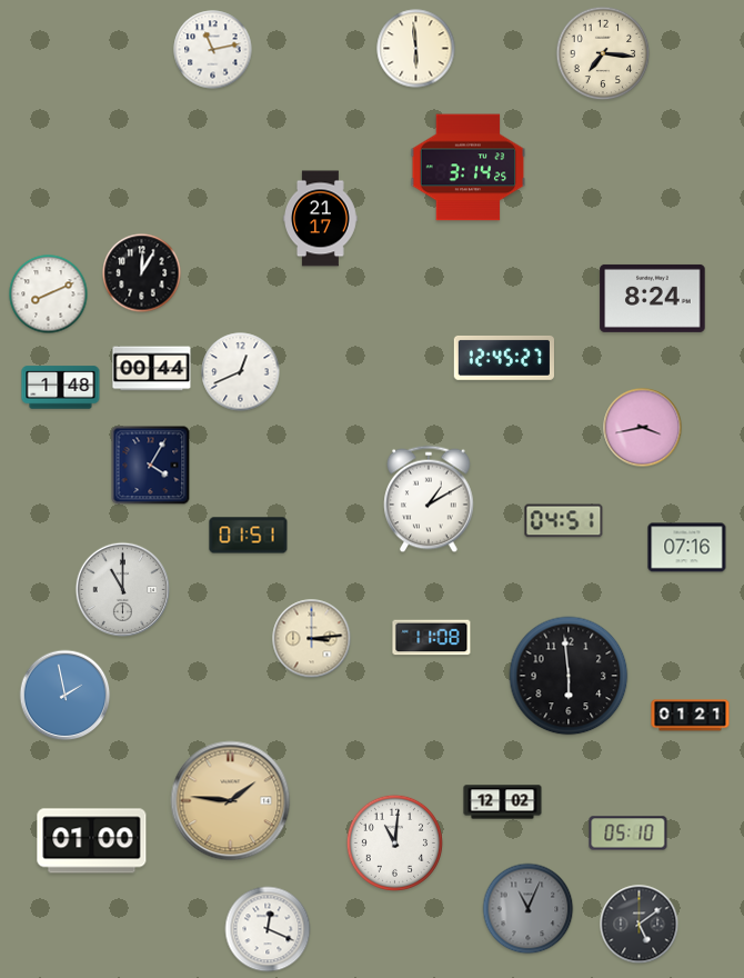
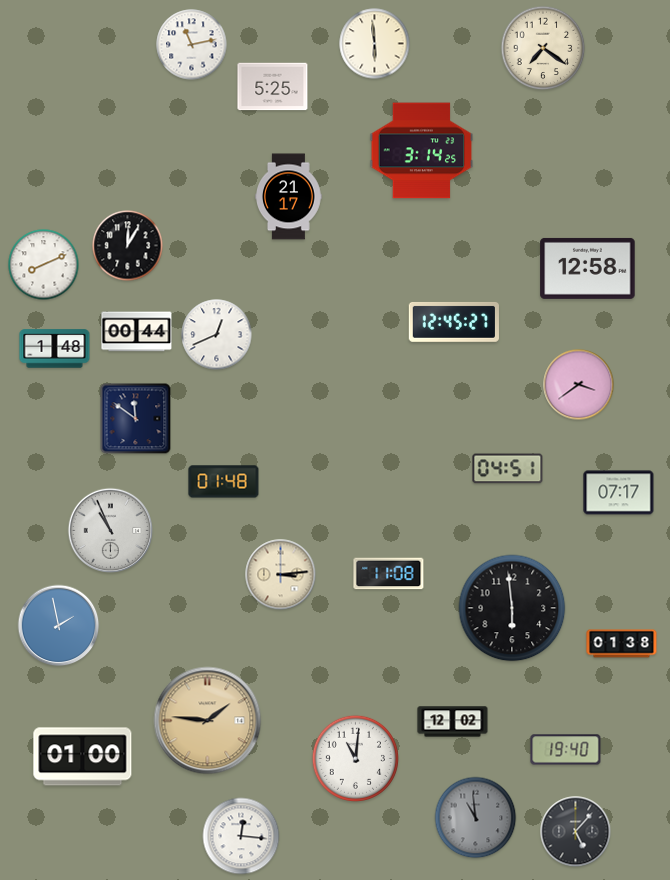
clock at (603, 53): 7:16 -> 7:21
clock at (273, 87): none -> 5:25
clock at (653, 298): 8:24 -> 12:58
clock at (643, 428): 3:43 -> 3:39
clock at (151, 466): 4:05 -> 11:51
clock at (429, 499): 1:10 -> none
clock at (249, 536): 01:51 -> 01:48
clock at (687, 548): 07:16 -> 07:17
clock at (122, 589): 11:00 -> 10:56
clock at (691, 716): 01:21 -> 01:38
clock at (629, 834): 05:10 -> 19:40
clock at (529, 909): 11:04 -> 10:59
clock at (640, 925): 5:09 -> 5:07
clock at (268, 929): 12:19 -> 12:16
